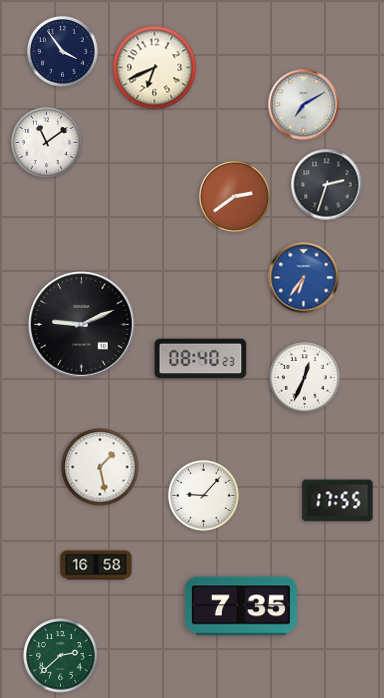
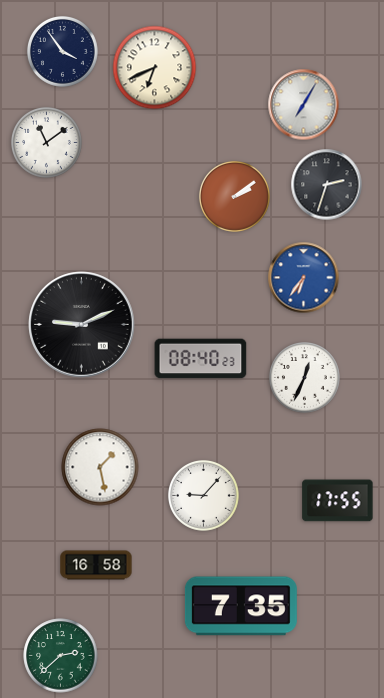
clock at (304, 105): 7:10 -> 7:05
clock at (235, 197): 2:39 -> 2:09
